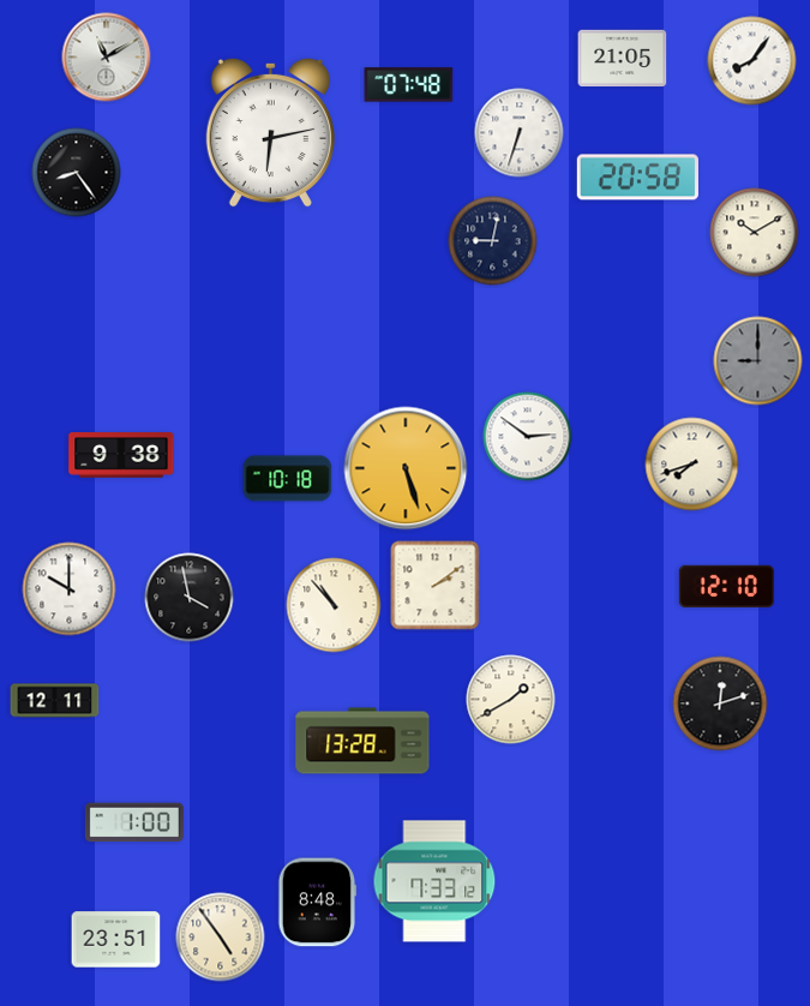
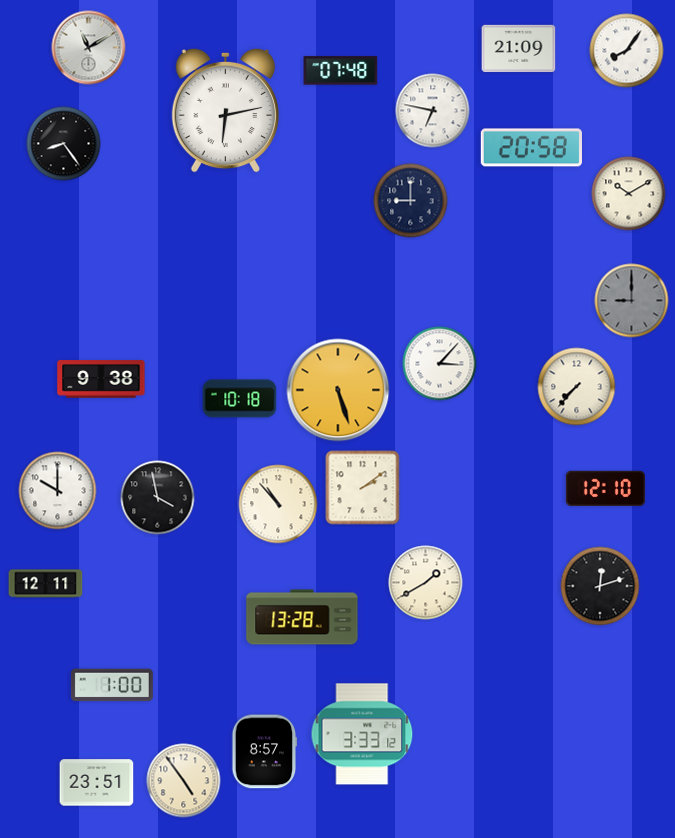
clock at (623, 59): 21:05 -> 21:09
clock at (520, 133): 6:33 -> 6:47
clock at (493, 241): 9:02 -> 9:00
clock at (528, 437): 2:51 -> 3:07
clock at (692, 465): 7:42 -> 7:37
clock at (434, 881): 7:33 -> 3:33
clock at (318, 903): 8:48 -> 8:57
